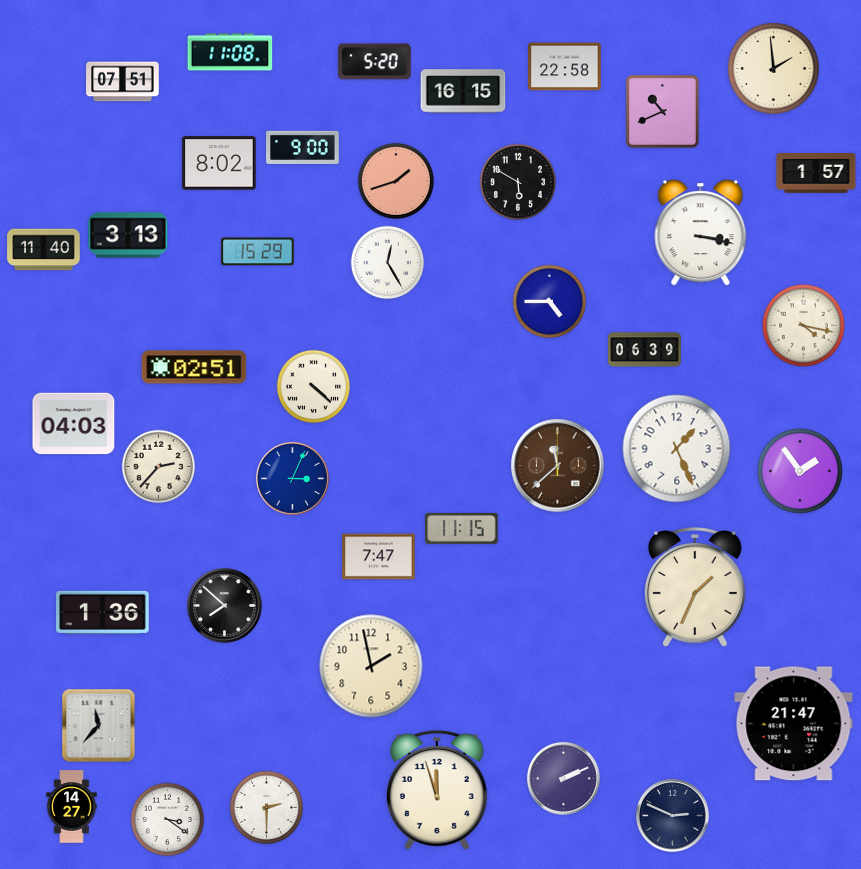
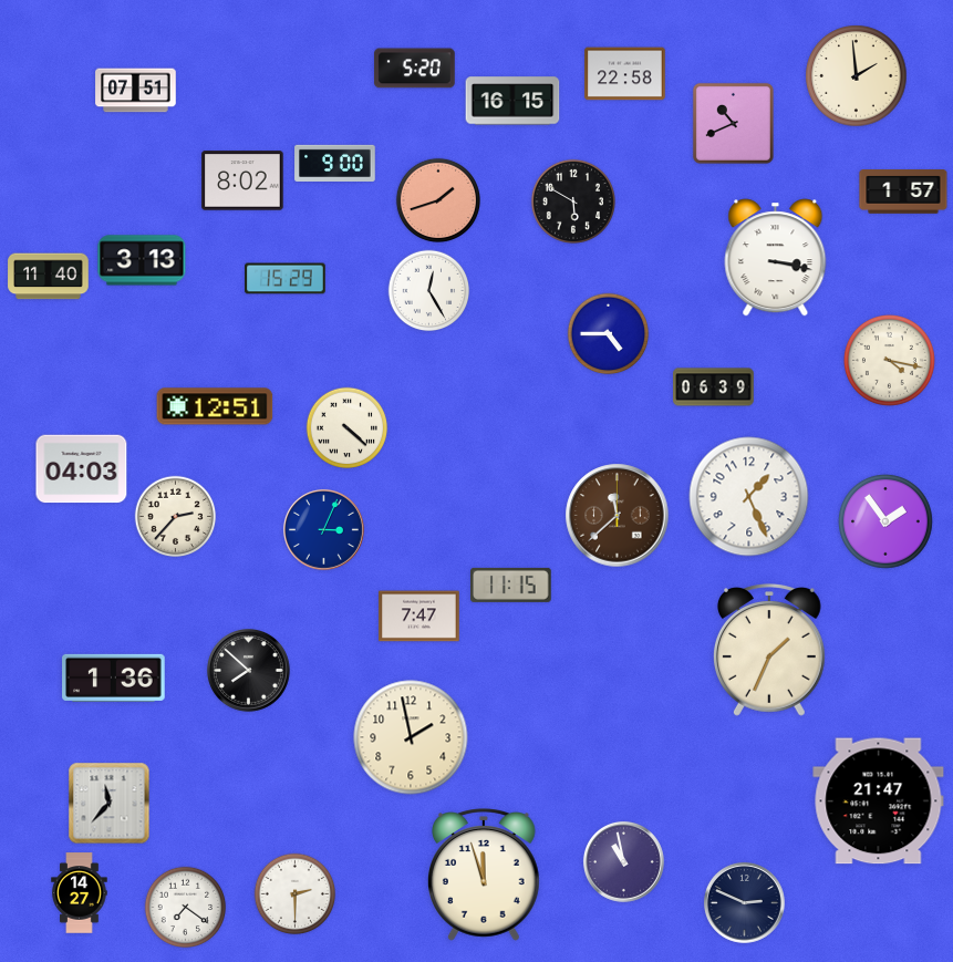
clock at (230, 52): 11:08 -> none
clock at (194, 367): 02:51 -> 12:51
clock at (563, 778): 2:11 -> 10:58
clock at (168, 820): 3:21 -> 7:21
